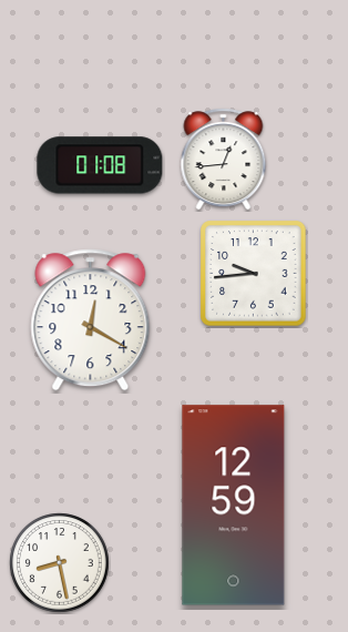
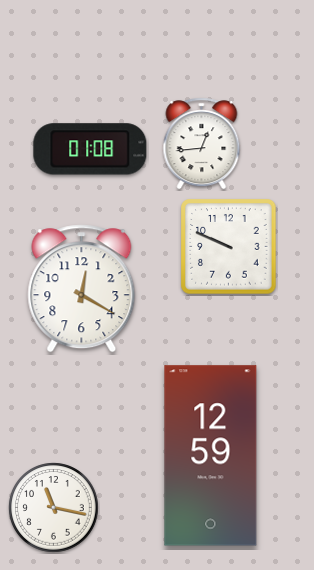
clock at (254, 274): 9:44 -> 9:49
clock at (60, 563): 8:28 -> 11:17
